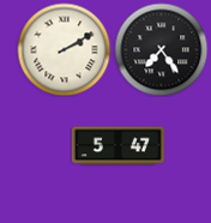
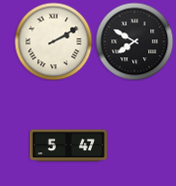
clock at (161, 49): 7:24 -> 7:50
clock at (117, 146) position: (117, 146) -> (68, 146)
